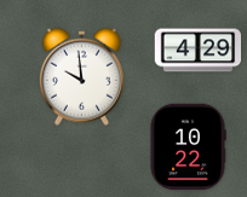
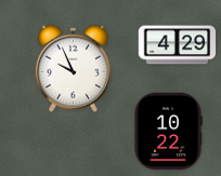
clock at (81, 76): 9:59 -> 9:56
